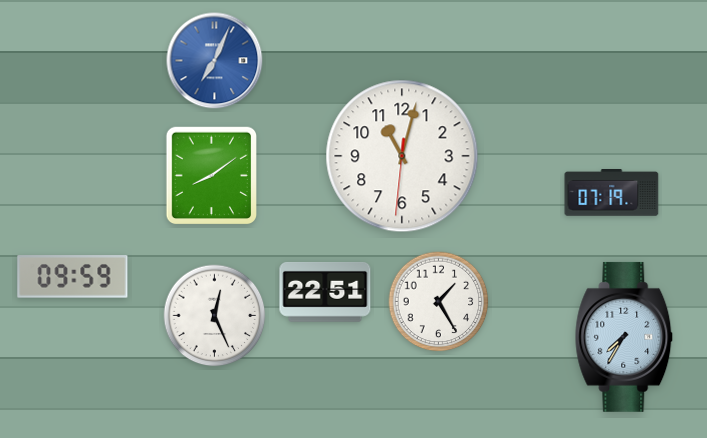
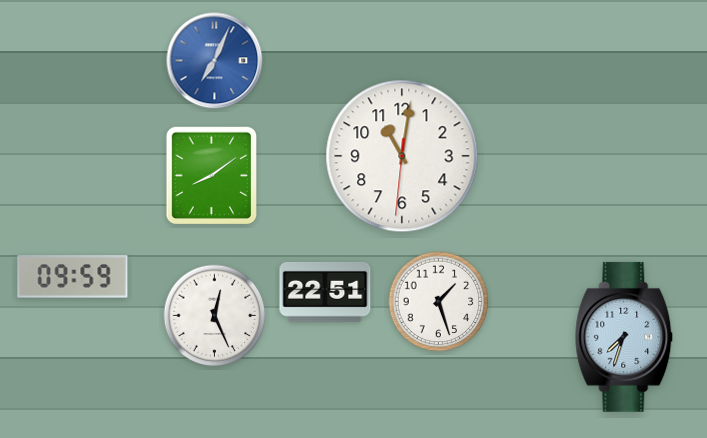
clock at (402, 156): 11:02 -> 11:01
clock at (612, 193): 07:19 -> none
clock at (439, 302): 1:25 -> 1:27
clock at (624, 337): 7:35 -> 7:33
